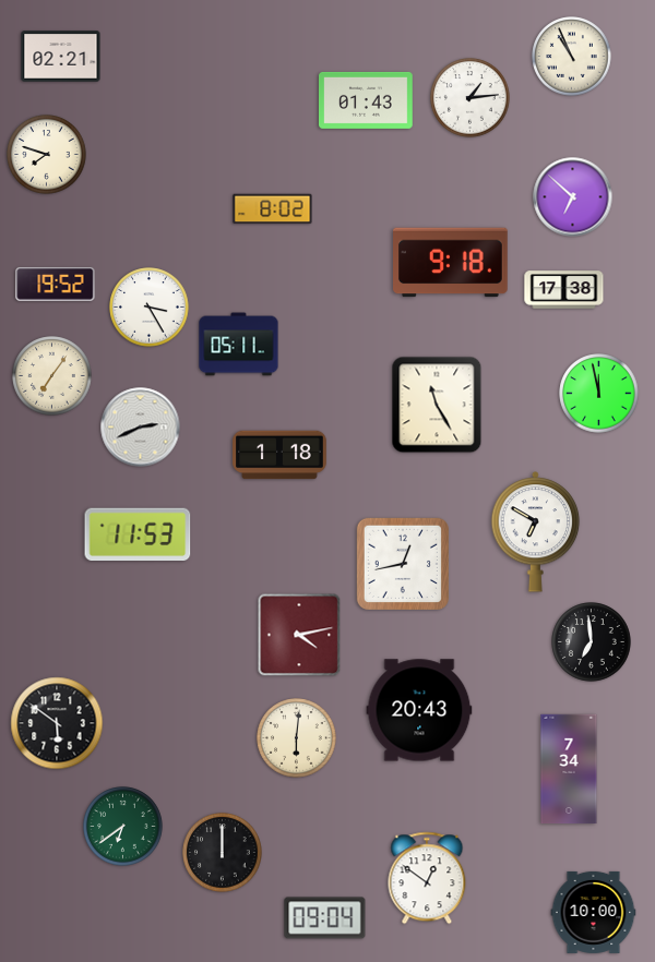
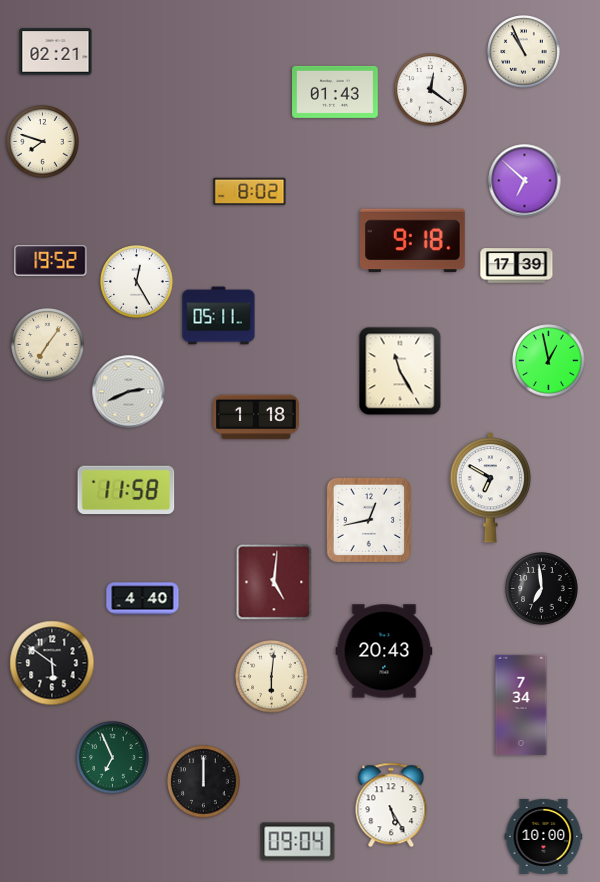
clock at (471, 98): 1:14 -> 12:21
clock at (564, 290): 17:38 -> 17:39
clock at (150, 308): 3:25 -> 12:25
clock at (599, 394): 11:58 -> 12:58
clock at (138, 534): 11:53 -> 11:58
clock at (402, 563) position: (402, 563) -> (368, 519)
clock at (299, 635): 4:13 -> 5:01
clock at (143, 599): none -> 4:40
clock at (123, 827): 6:39 -> 6:56
clock at (427, 878): 12:51 -> 5:25
